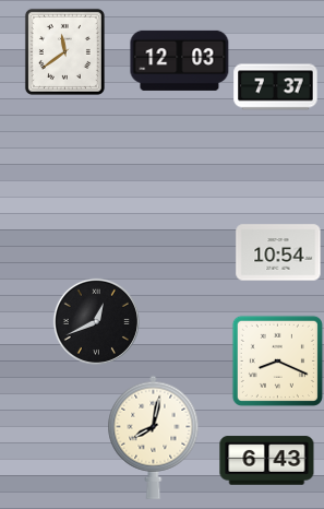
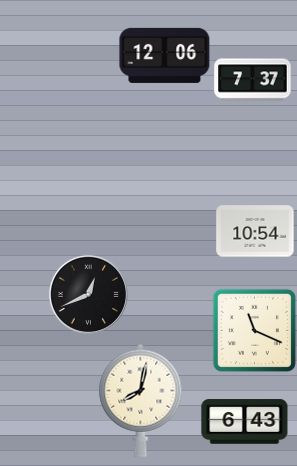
clock at (64, 51): 11:39 -> none
clock at (180, 60): 12:03 -> 12:06
clock at (277, 360): 8:19 -> 11:19
